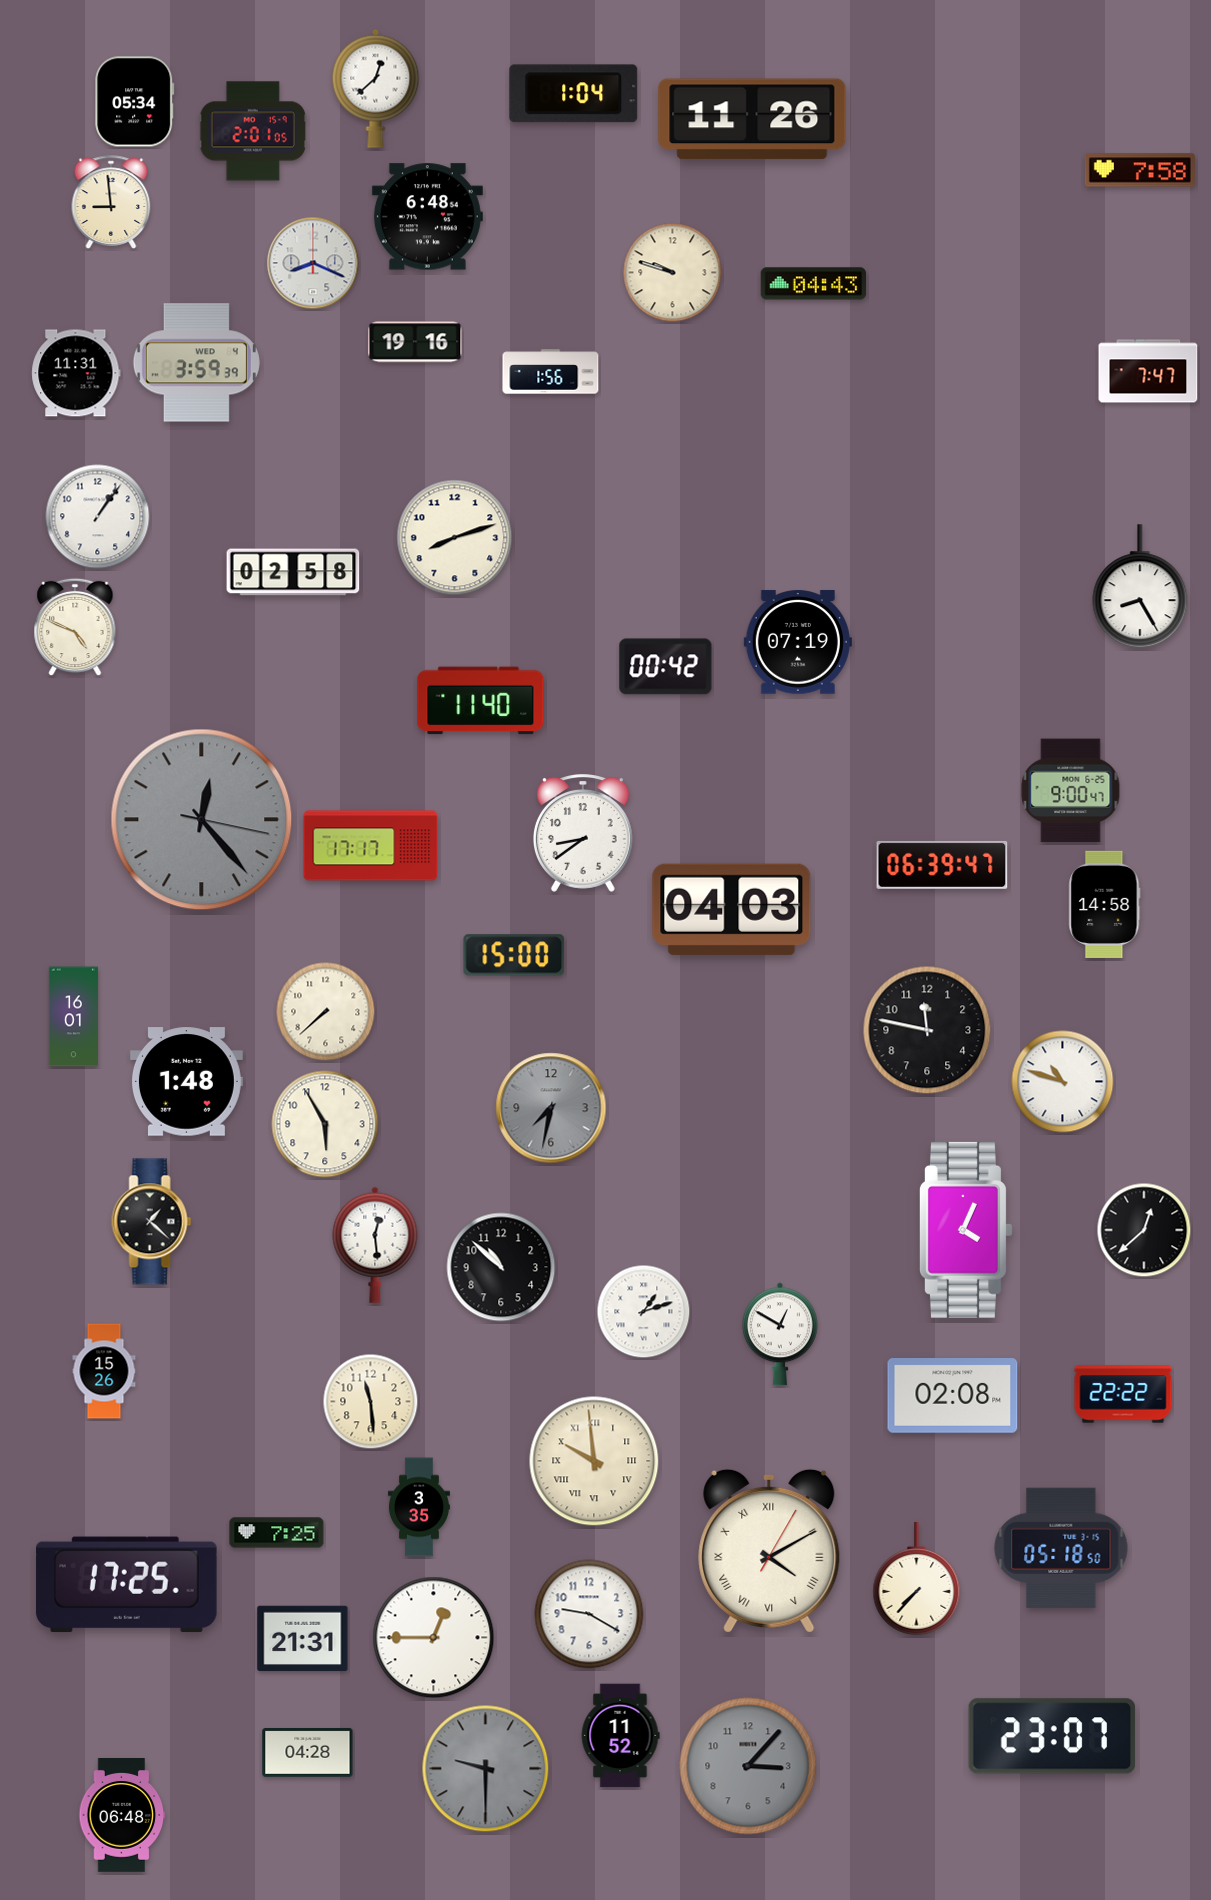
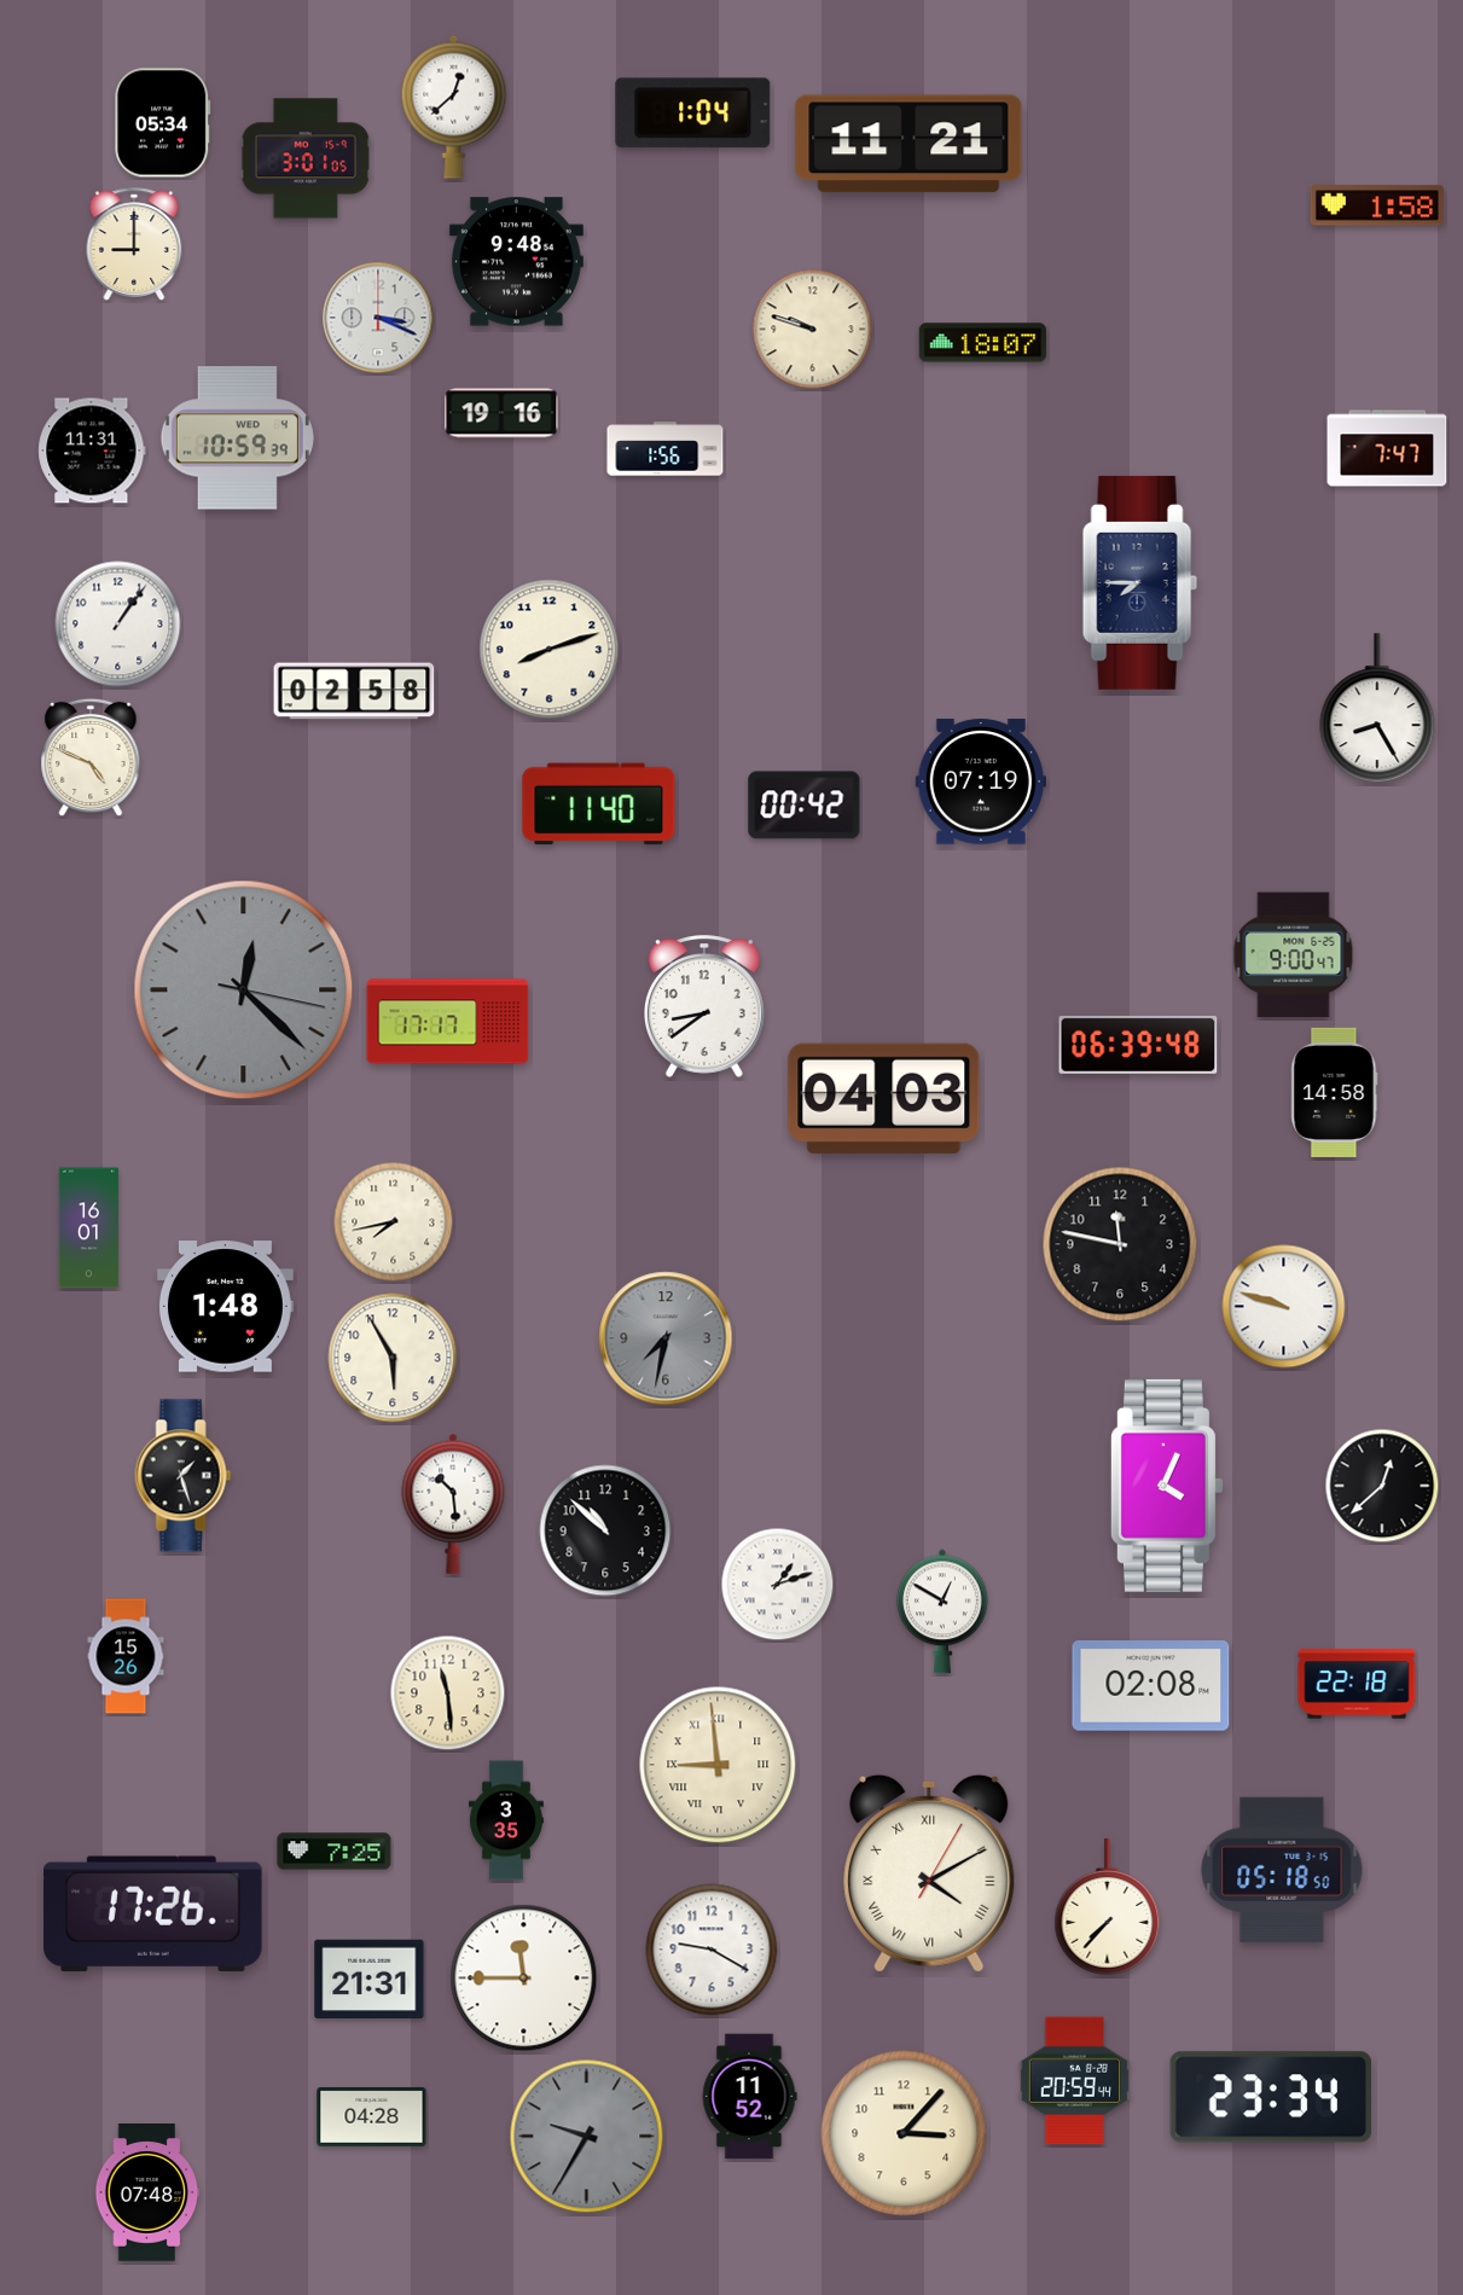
clock at (752, 119): 11:26 -> 11:21
clock at (253, 131): 2:01 -> 3:01
clock at (1140, 170): 7:58 -> 1:58
clock at (111, 202): 8:59 -> 9:00
clock at (427, 217): 6:48 -> 9:48
clock at (313, 263): 8:19 -> 3:19
clock at (814, 284): 04:43 -> 18:07
clock at (196, 363): 3:59 -> 10:59
clock at (1139, 582): none -> 7:45
clock at (798, 642) position: (798, 642) -> (981, 782)
clock at (481, 701) position: (481, 701) -> (599, 804)
clock at (202, 820): 12:23 -> 12:22
clock at (942, 865): 06:39:47 -> 06:39:48
clock at (514, 955): 15:00 -> none
clock at (326, 1012): 7:38 -> 7:43
clock at (1063, 1082): 10:48 -> 9:48
clock at (152, 1222): 1:22 -> 1:27
clock at (375, 1245): 12:29 -> 10:29
clock at (1123, 1394): 22:22 -> 22:18
clock at (594, 1461): 9:59 -> 8:59
clock at (127, 1585): 17:25 -> 17:26
clock at (434, 1638): 12:45 -> 11:45
clock at (303, 1639) position: (303, 1639) -> (370, 1980)
clock at (1074, 2081): none -> 20:59
clock at (1052, 1736): 23:07 -> 23:34
clock at (748, 1766) dial: grey -> cream
clock at (486, 1769): 9:30 -> 9:35
clock at (122, 1816): 06:48 -> 07:48
